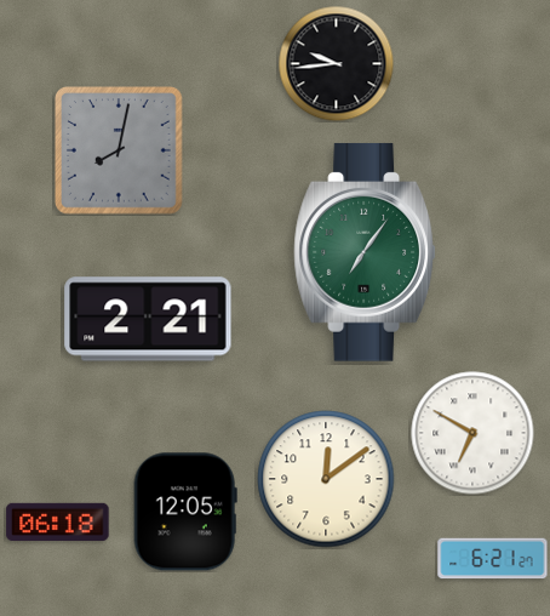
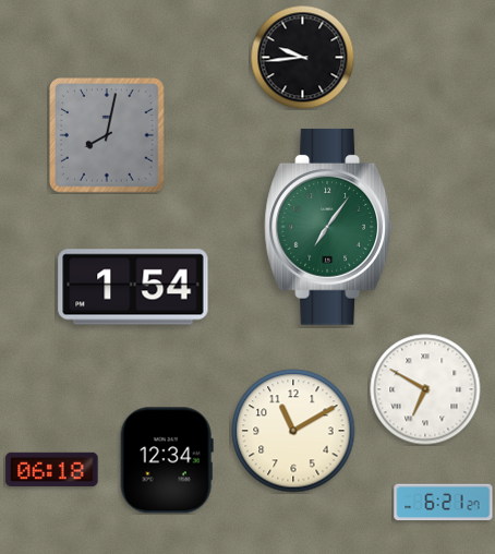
clock at (148, 319): 2:21 -> 1:54
clock at (326, 479): 12:09 -> 11:10
clock at (185, 512): 12:05 -> 12:34
